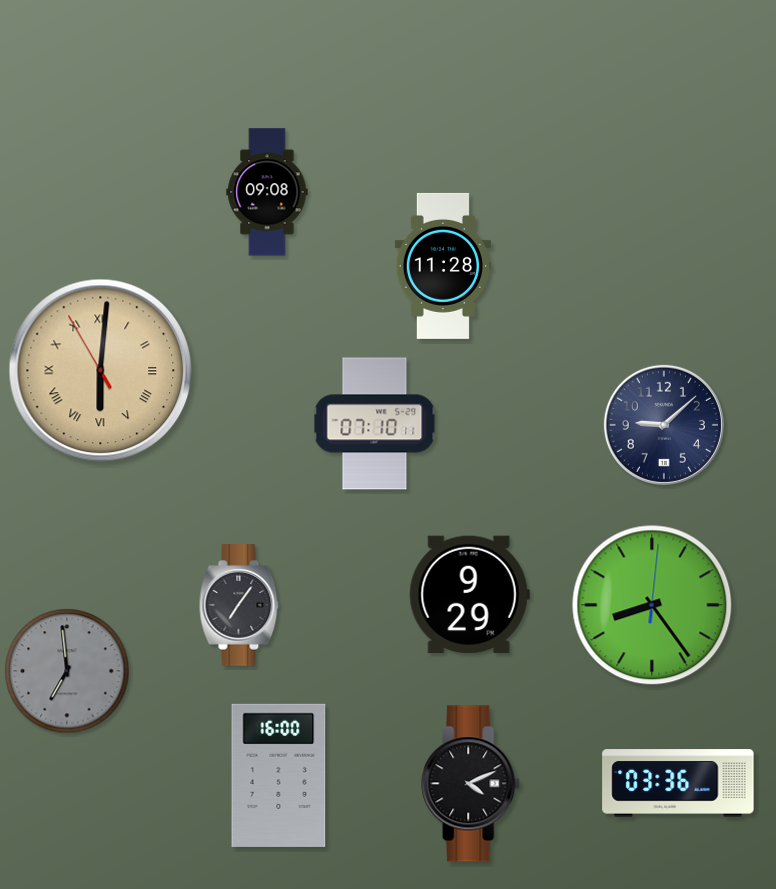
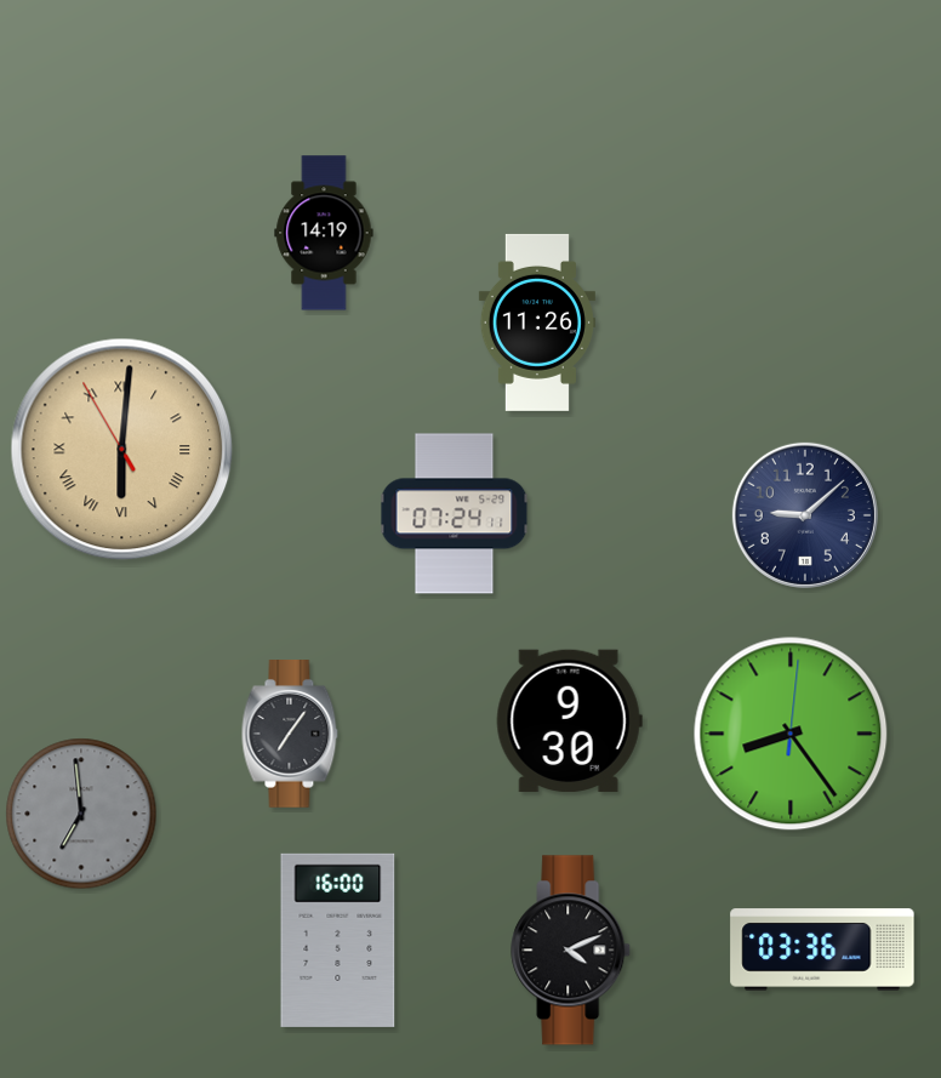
clock at (267, 192): 09:08 -> 14:19
clock at (443, 266): 11:28 -> 11:26
clock at (375, 424): 07:10 -> 07:24
clock at (469, 595): 9:29 -> 9:30
